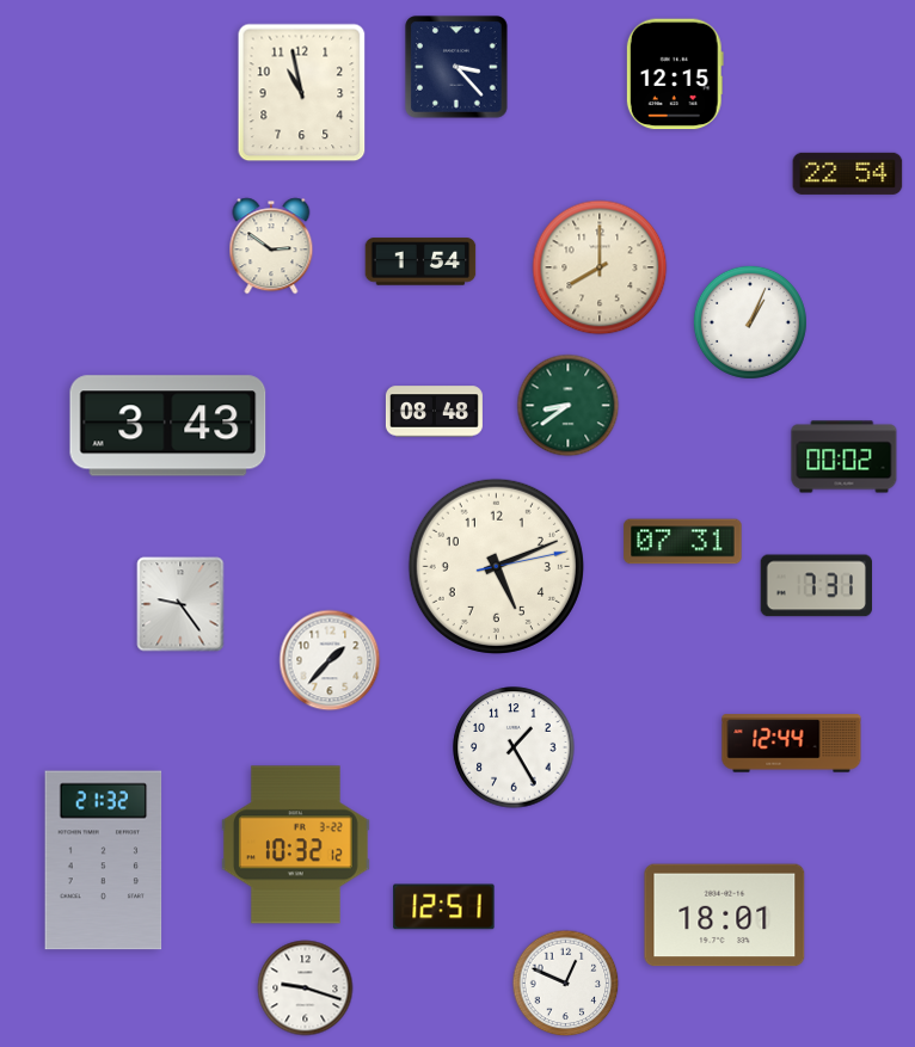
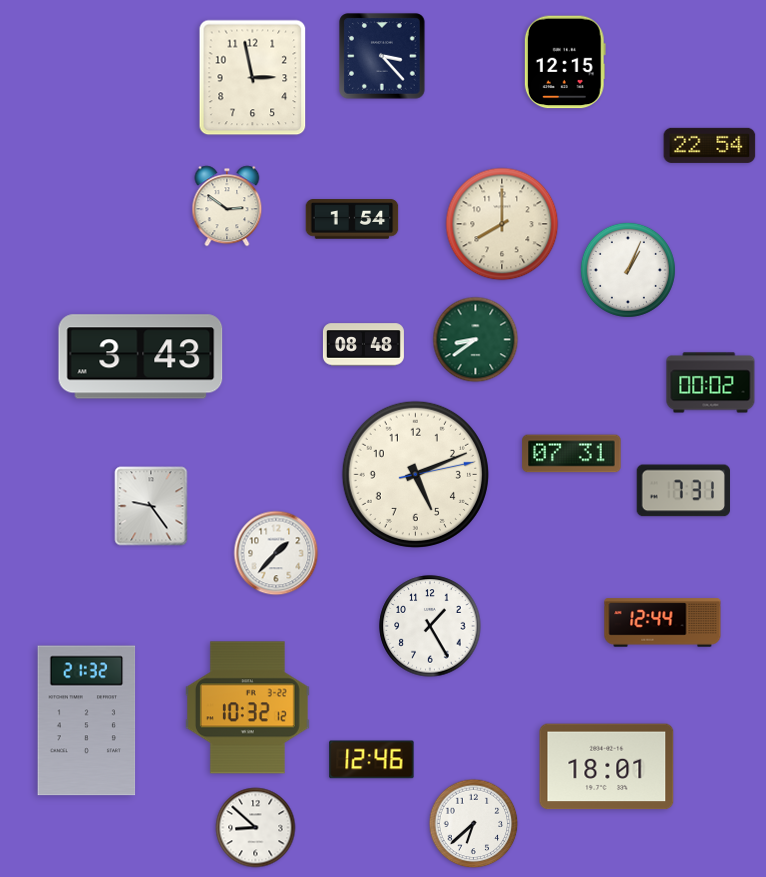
clock at (302, 93): 10:58 -> 2:58
clock at (845, 457) position: (845, 457) -> (711, 383)
clock at (444, 907): 12:51 -> 12:46
clock at (566, 984): 12:49 -> 6:38
clock at (306, 989): 9:18 -> 8:52
